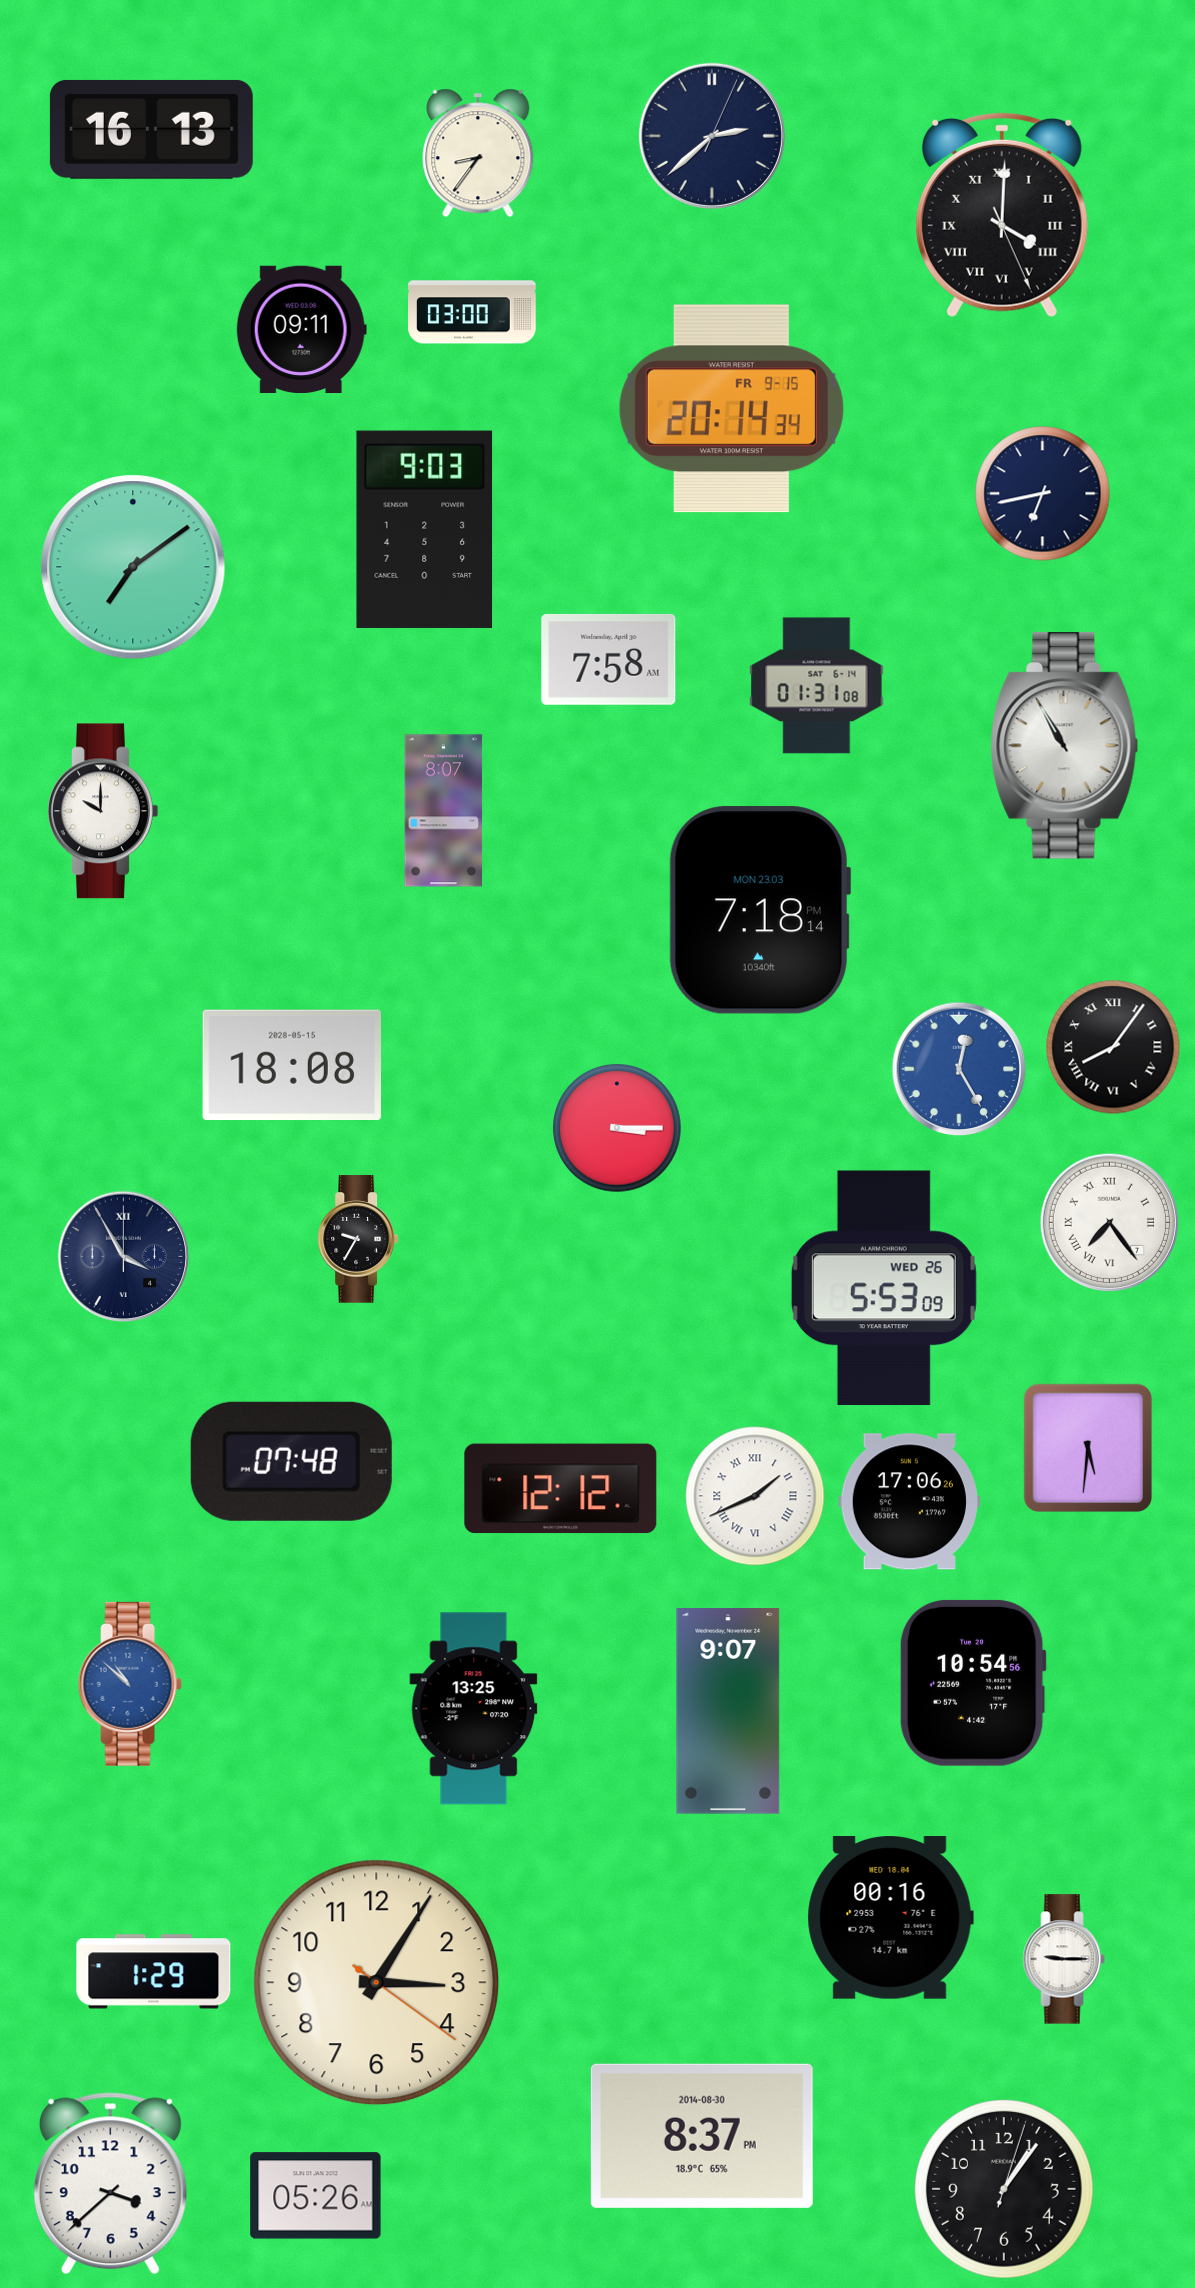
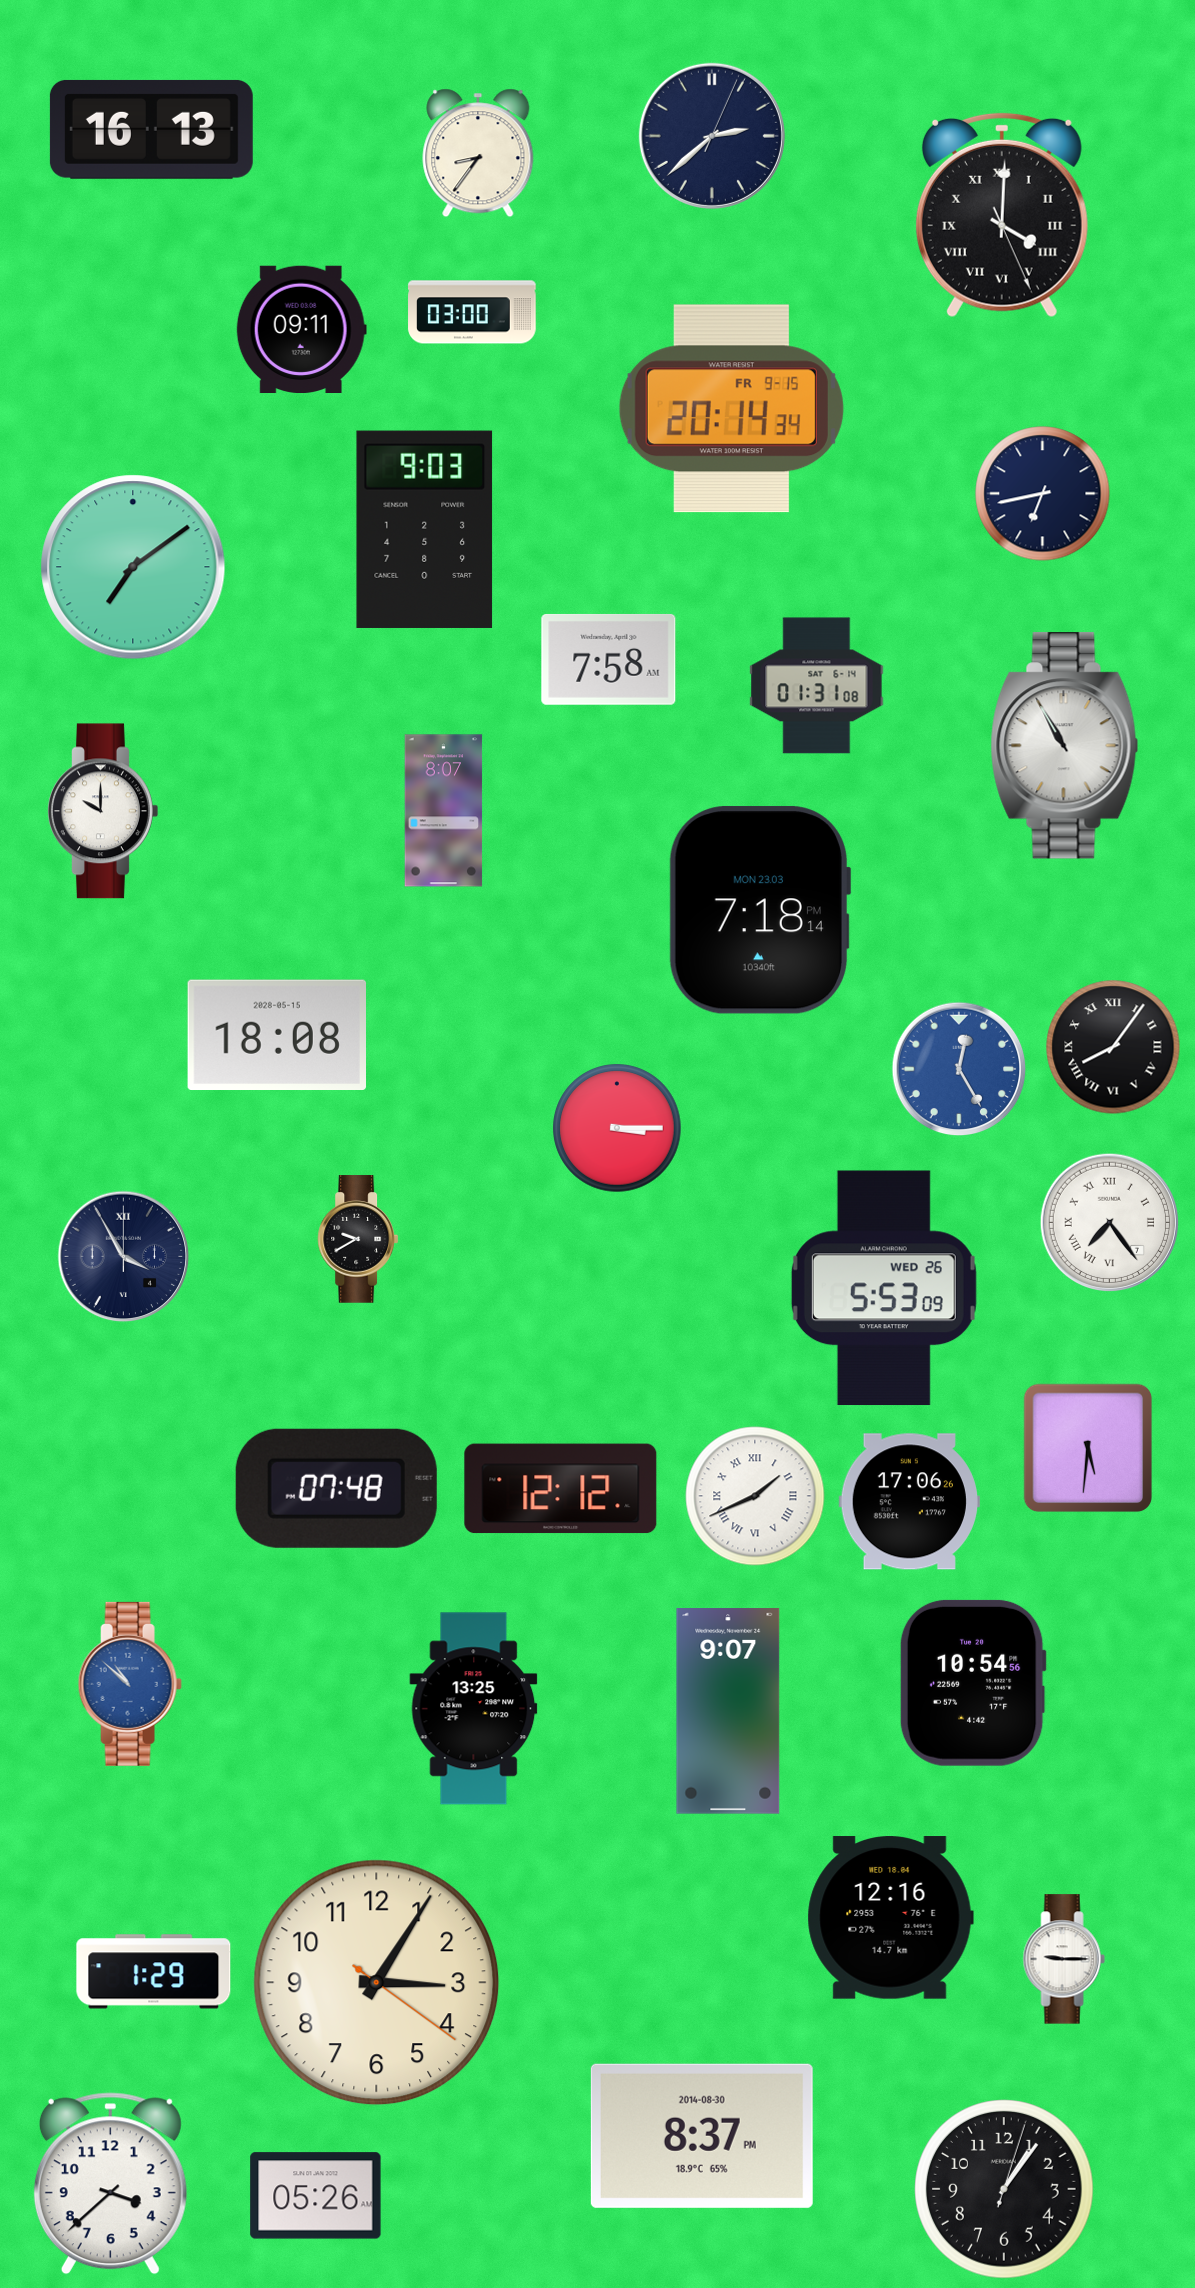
clock at (291, 1064) position: (291, 1064) -> (276, 1034)
clock at (358, 1239): 9:35 -> 9:40
clock at (291, 1461) position: (291, 1461) -> (336, 1488)
clock at (890, 1918): 00:16 -> 12:16
